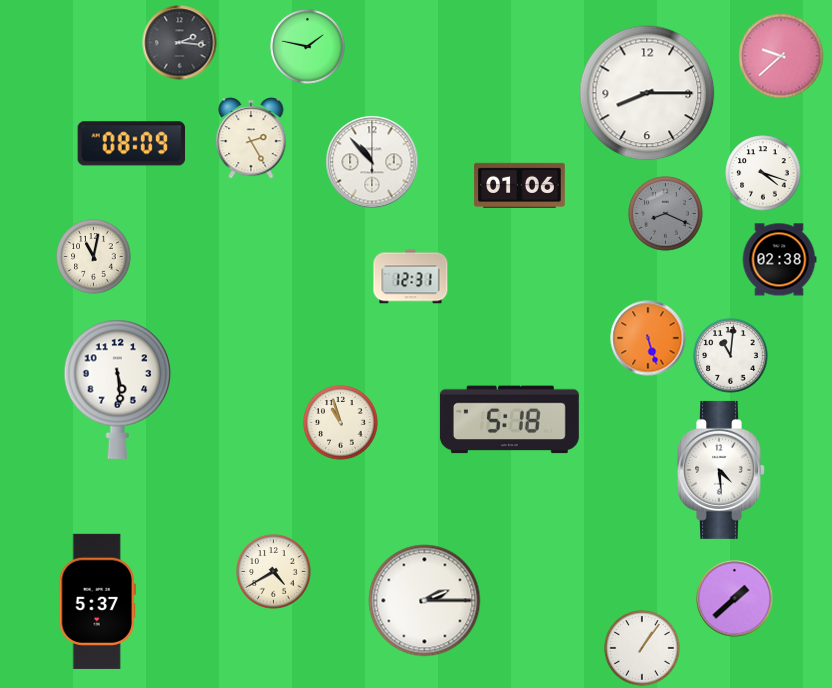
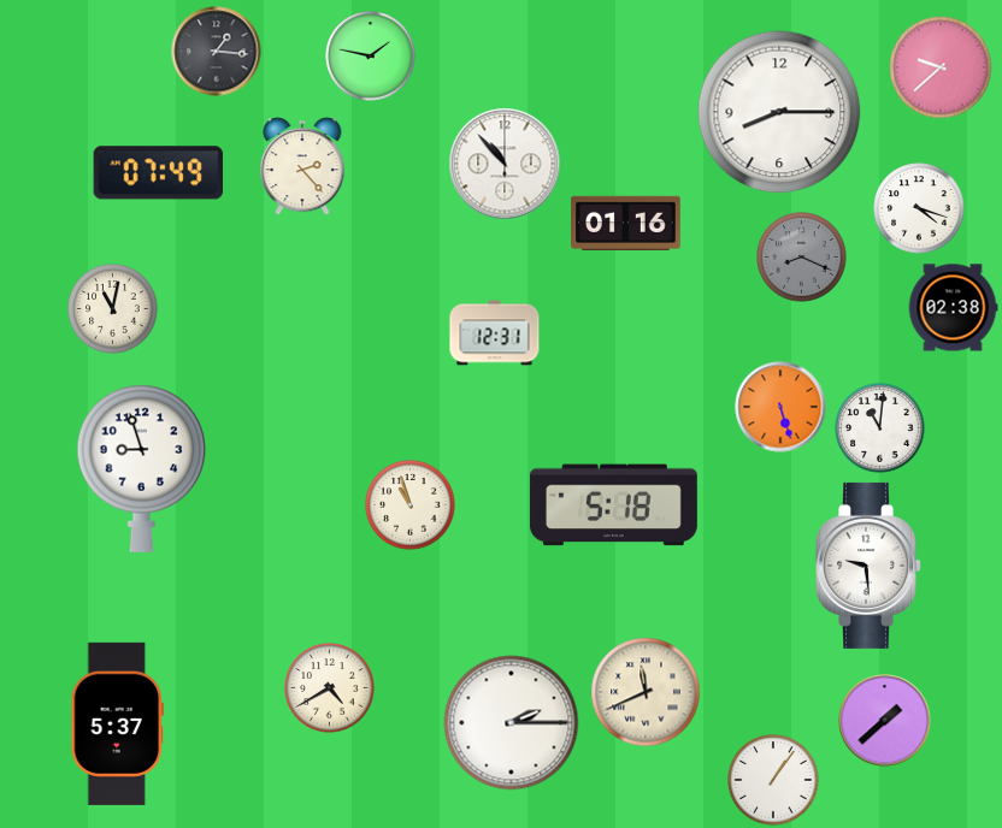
clock at (180, 43): 2:16 -> 1:16
clock at (251, 138): 2:25 -> 2:23
clock at (132, 144): 08:09 -> 07:49
clock at (372, 162) position: (372, 162) -> (505, 164)
clock at (520, 185): 01:06 -> 01:16
clock at (779, 260) position: (779, 260) -> (953, 308)
clock at (118, 389): 5:29 -> 8:57
clock at (341, 423) position: (341, 423) -> (411, 505)
clock at (722, 470): 4:29 -> 9:29
clock at (646, 692): none -> 11:41
